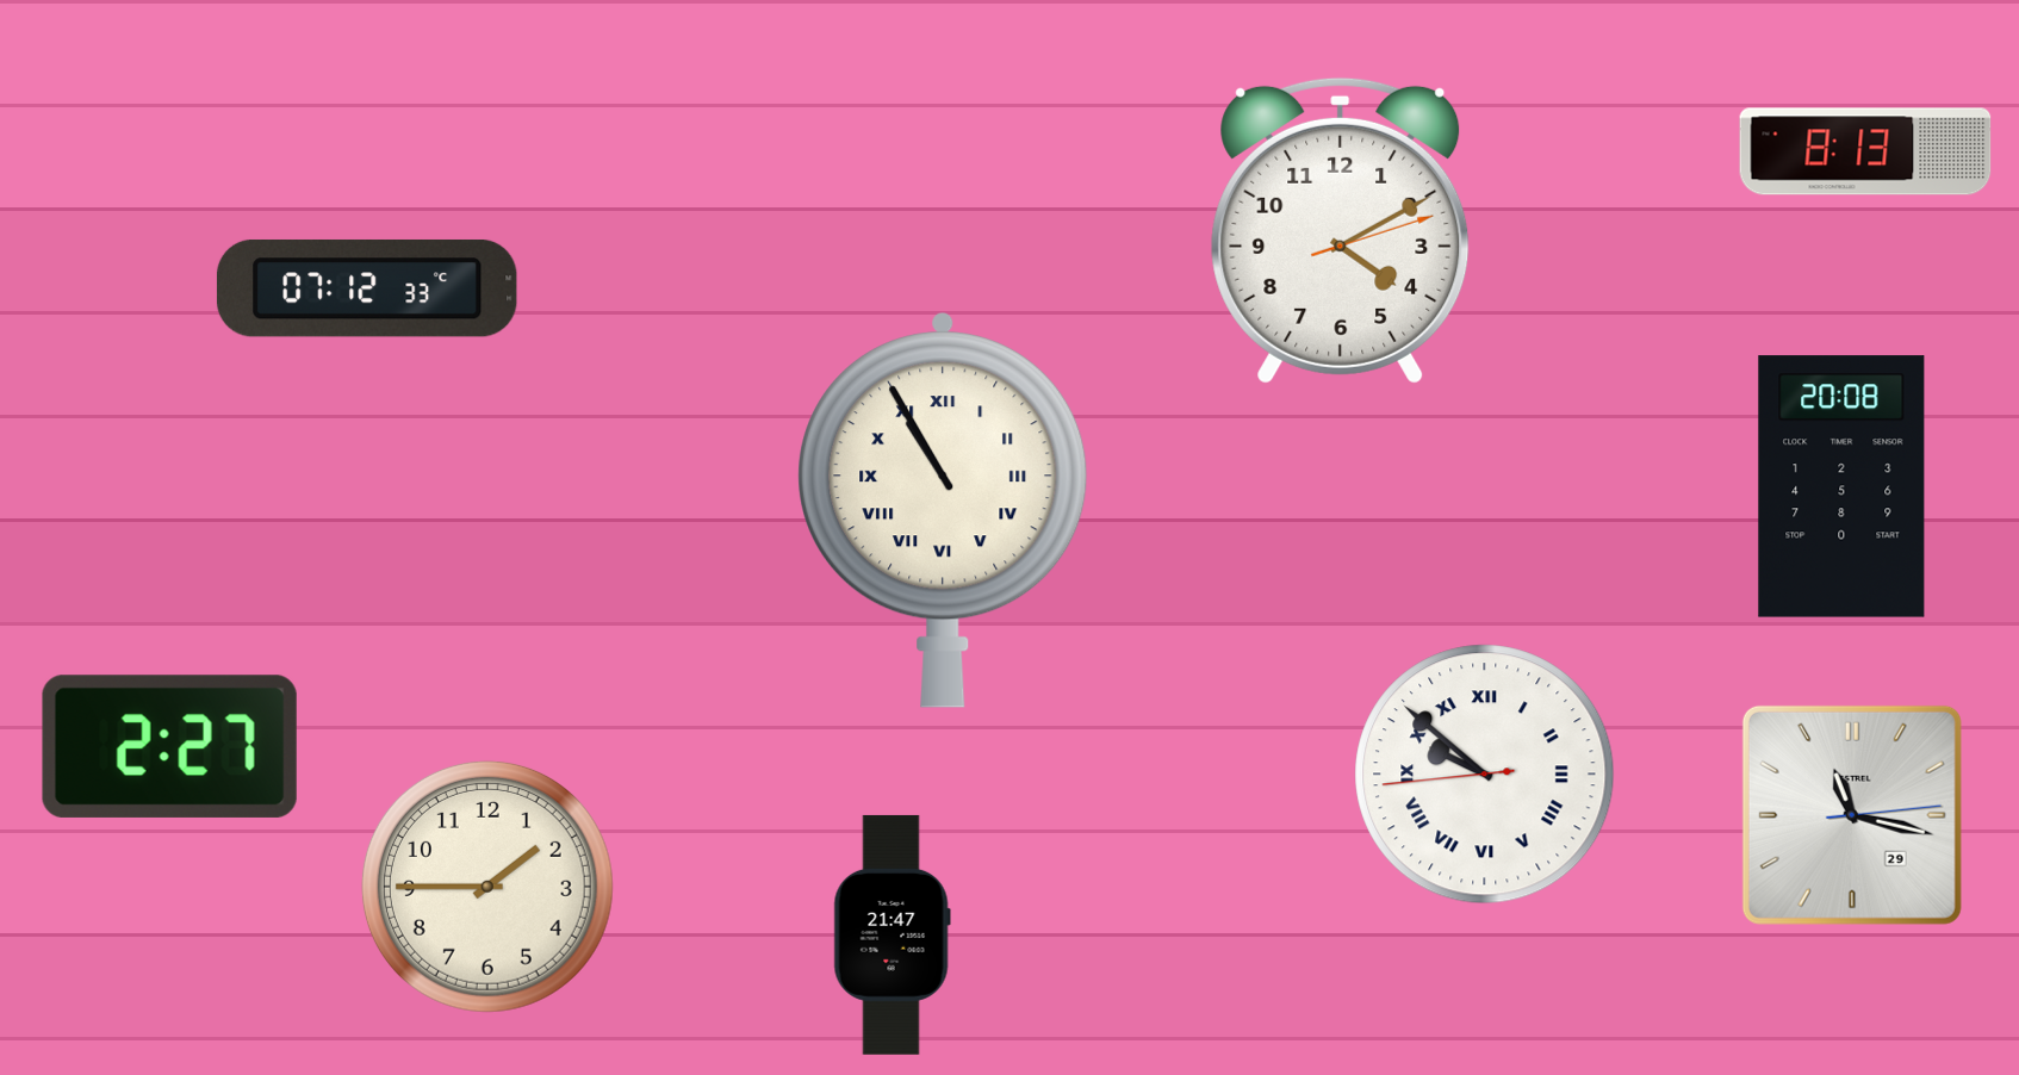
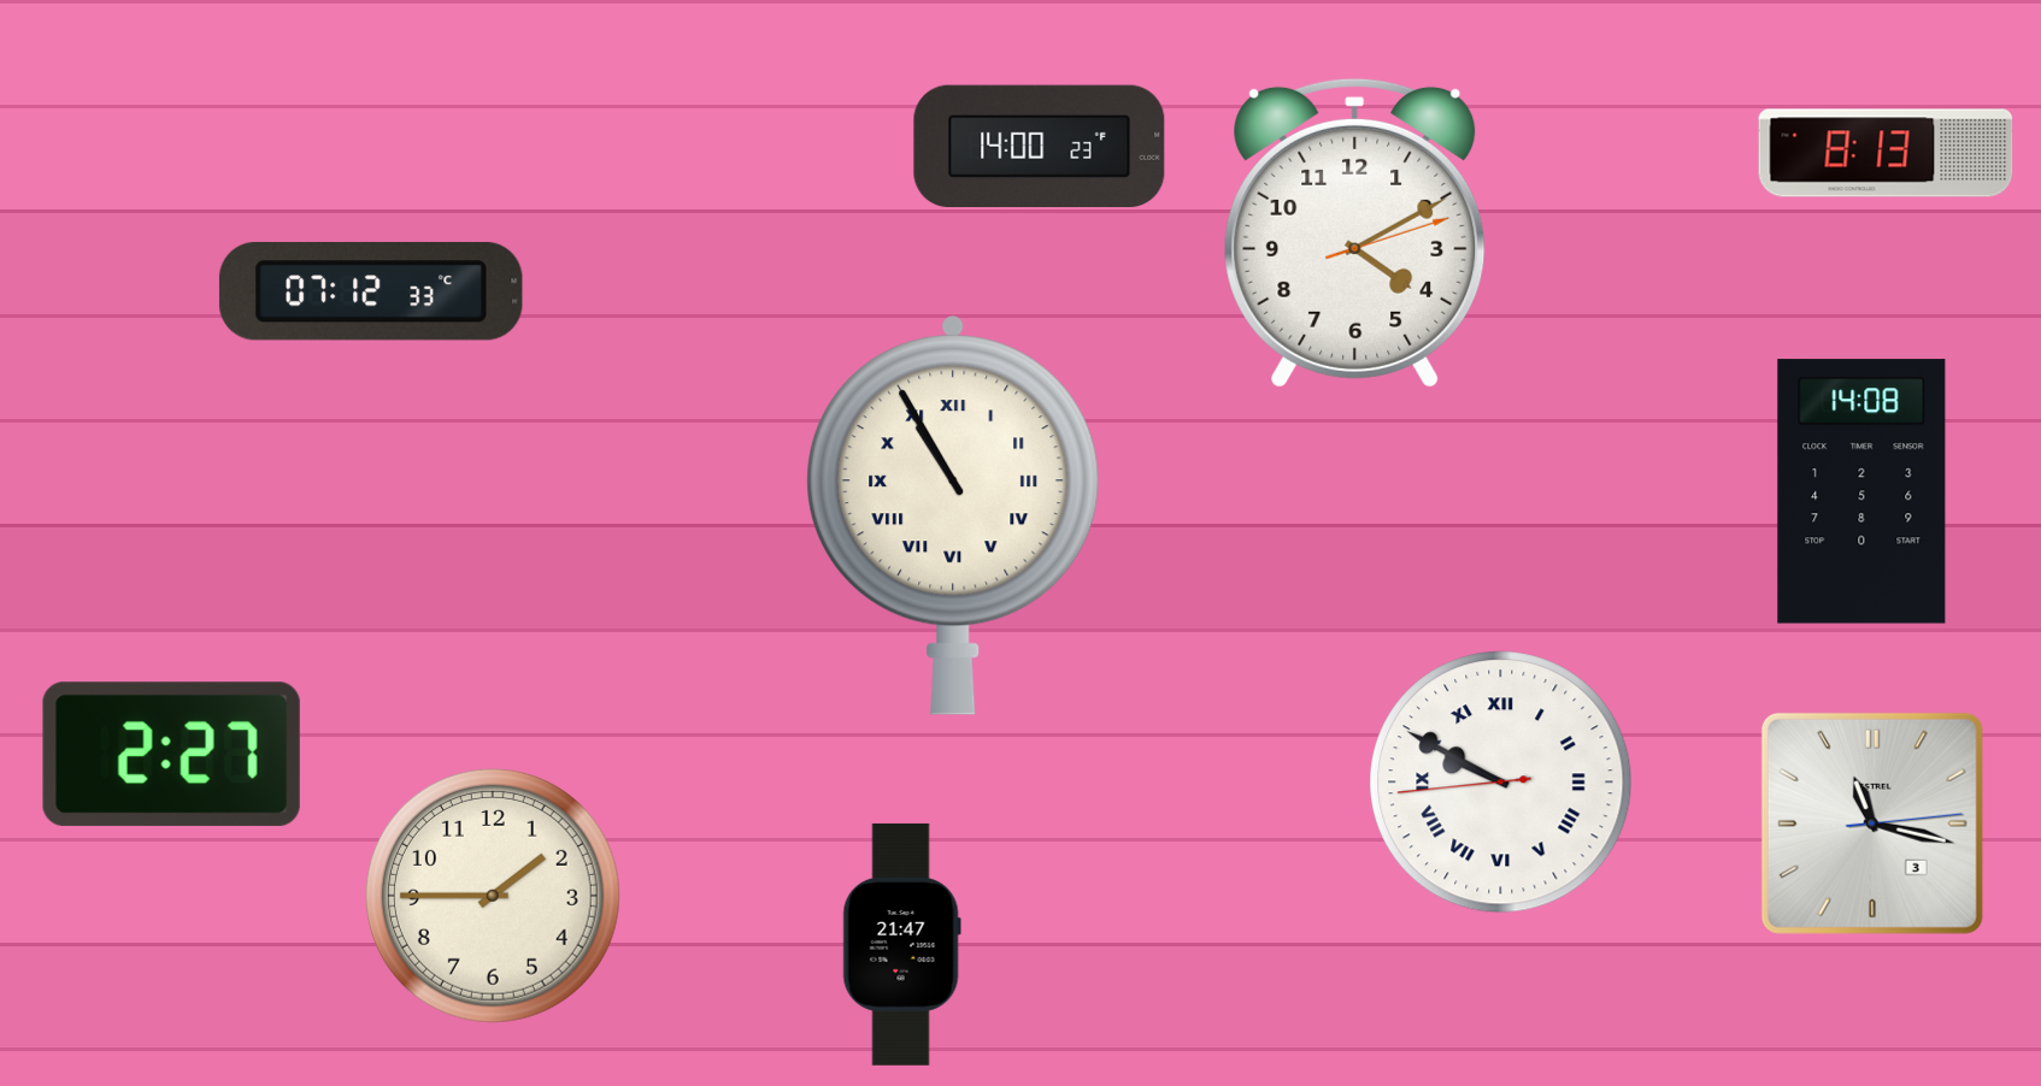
clock at (1040, 147): none -> 14:00
clock at (1841, 486): 20:08 -> 14:08
clock at (1485, 775): 9:51 -> 9:49
clock at (1852, 815) date: 29 -> 3
